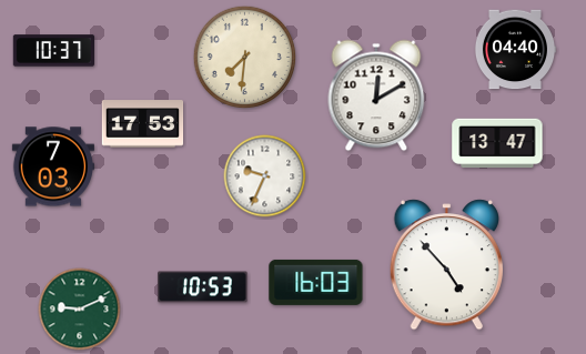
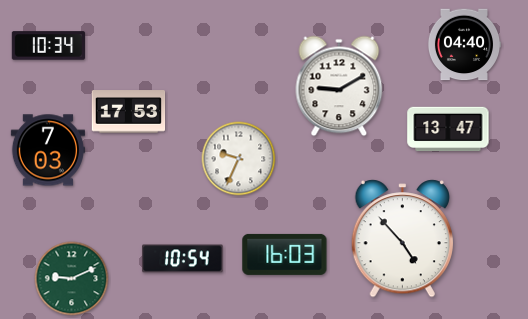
clock at (54, 51): 10:37 -> 10:34
clock at (244, 57): 7:31 -> none
clock at (376, 95): 12:10 -> 9:10
clock at (203, 287): 10:53 -> 10:54
